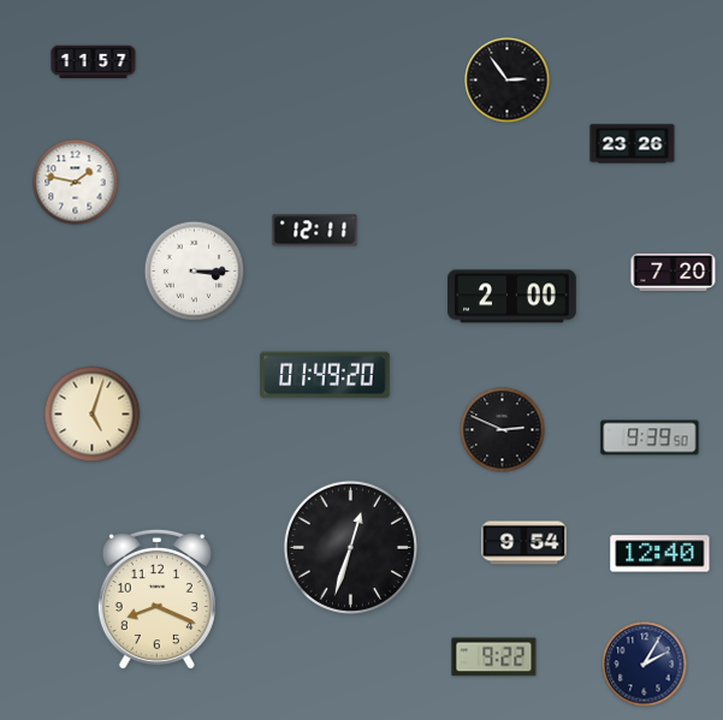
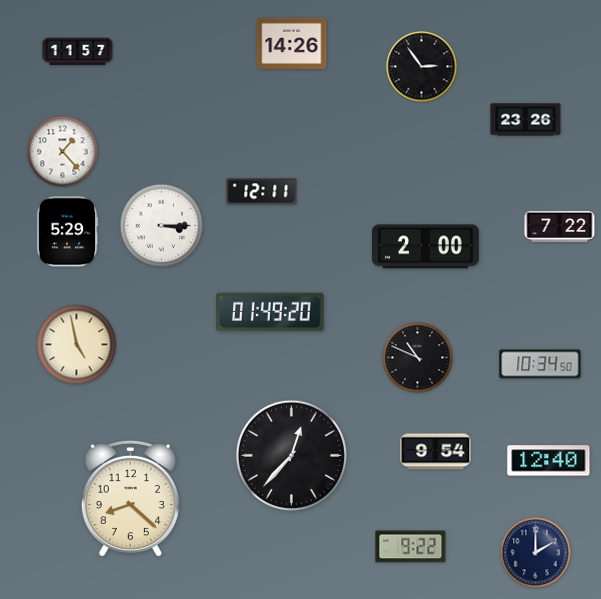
clock at (292, 43): none -> 14:26
clock at (76, 183): 1:47 -> 1:23
clock at (674, 272): 7:20 -> 7:22
clock at (67, 232): none -> 5:29
clock at (93, 415): 5:03 -> 4:58
clock at (503, 430): 2:49 -> 10:49
clock at (650, 438): 9:39 -> 10:34
clock at (350, 547): 12:33 -> 12:37
clock at (156, 600): 8:19 -> 8:22
clock at (645, 665): 2:05 -> 2:00
